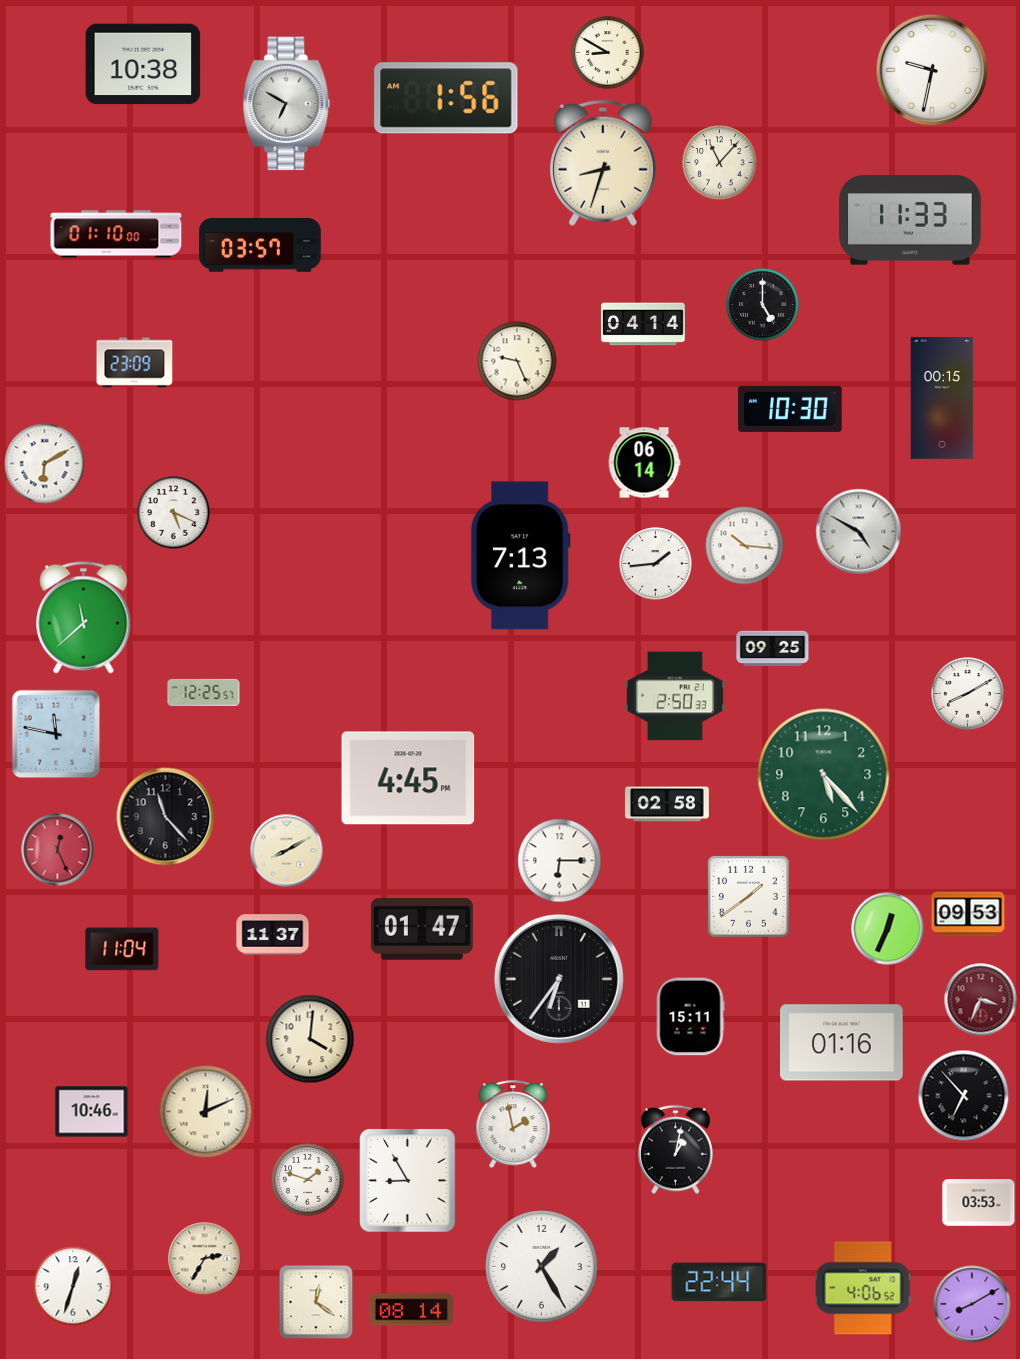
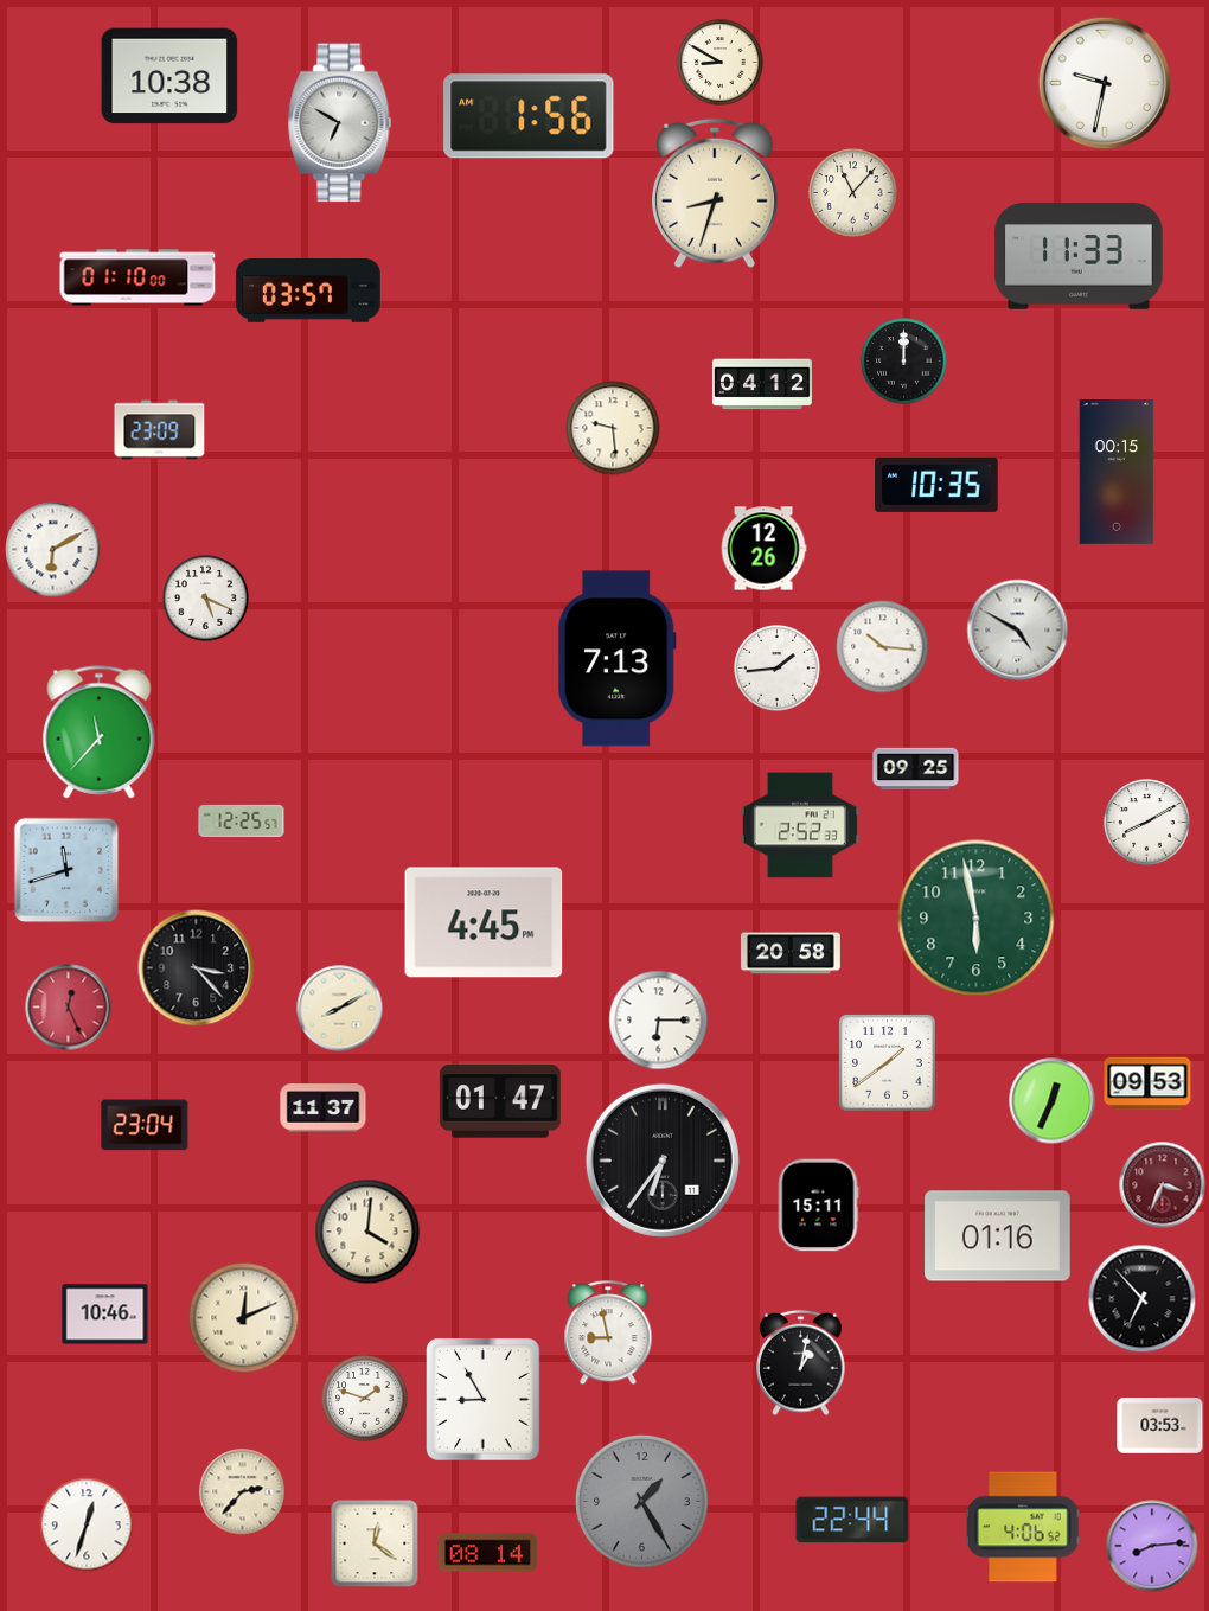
clock at (910, 220) position: (910, 220) -> (1079, 256)
clock at (763, 305): 5:00 -> 12:00
clock at (643, 324): 04:14 -> 04:12
clock at (517, 361): 9:26 -> 9:29
clock at (790, 409): 10:30 -> 10:35
clock at (644, 463): 06:14 -> 12:26
clock at (174, 513) position: (174, 513) -> (206, 599)
clock at (84, 618): 11:38 -> 11:37
clock at (675, 696): 2:50 -> 2:52
clock at (56, 734): 11:47 -> 11:42
clock at (824, 775): 5:23 -> 5:58
clock at (667, 804): 02:58 -> 20:58
clock at (166, 817): 11:23 -> 3:23
clock at (560, 861) position: (560, 861) -> (659, 1021)
clock at (122, 949): 11:04 -> 23:04
clock at (92, 1112) position: (92, 1112) -> (105, 1315)
clock at (513, 1125): 1:58 -> 8:58
clock at (205, 1259): 2:35 -> 2:37
clock at (542, 1267) dial: white -> grey
clock at (972, 1304): 8:10 -> 8:14
